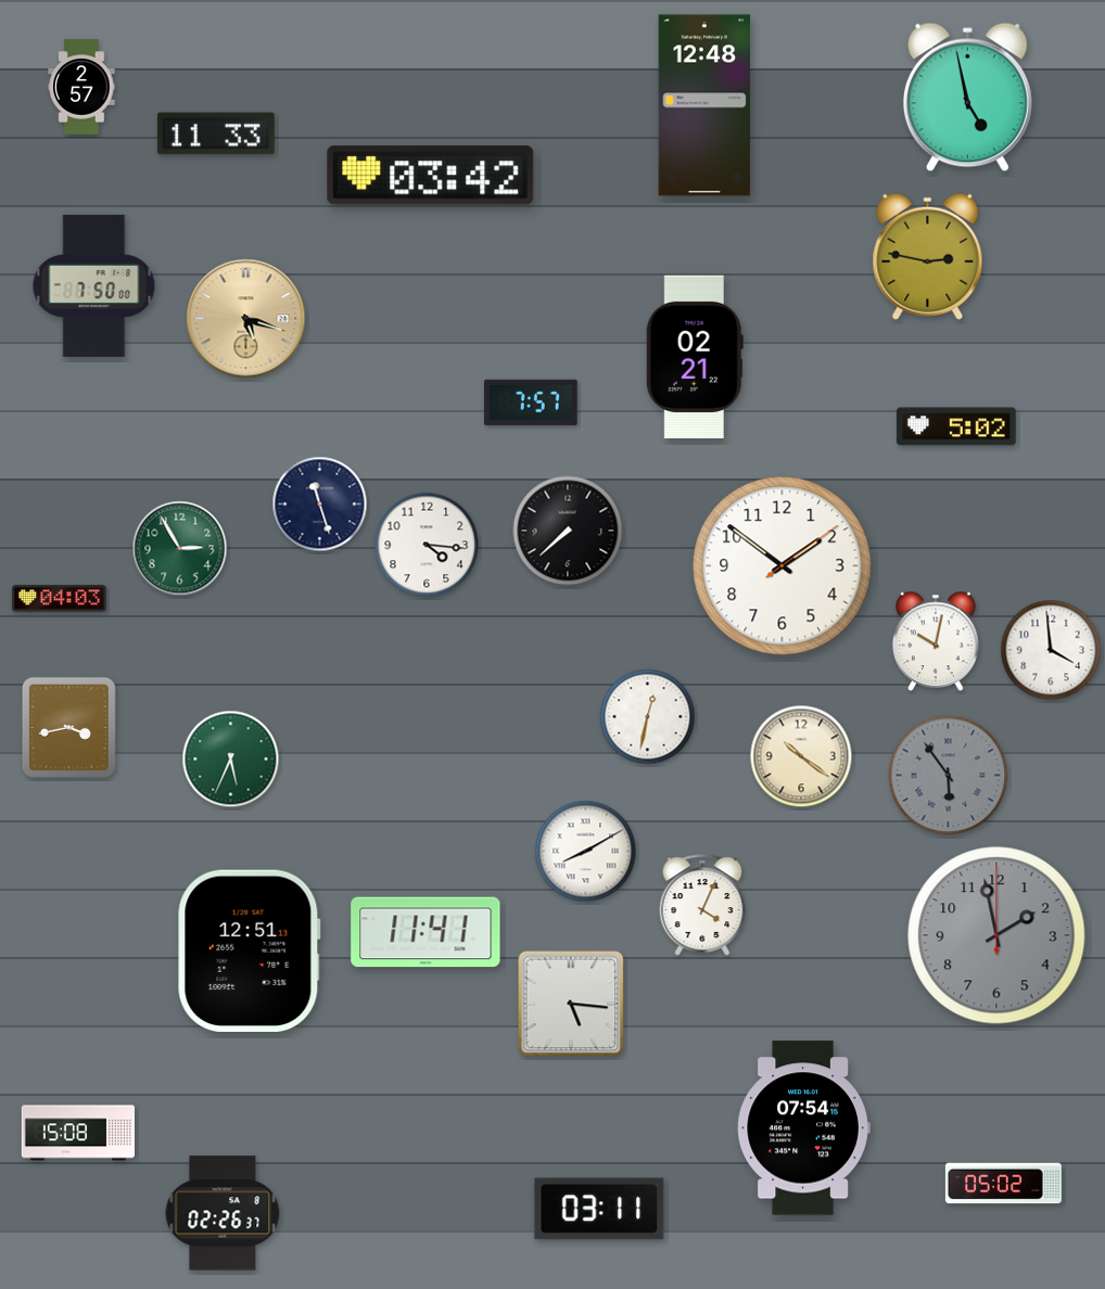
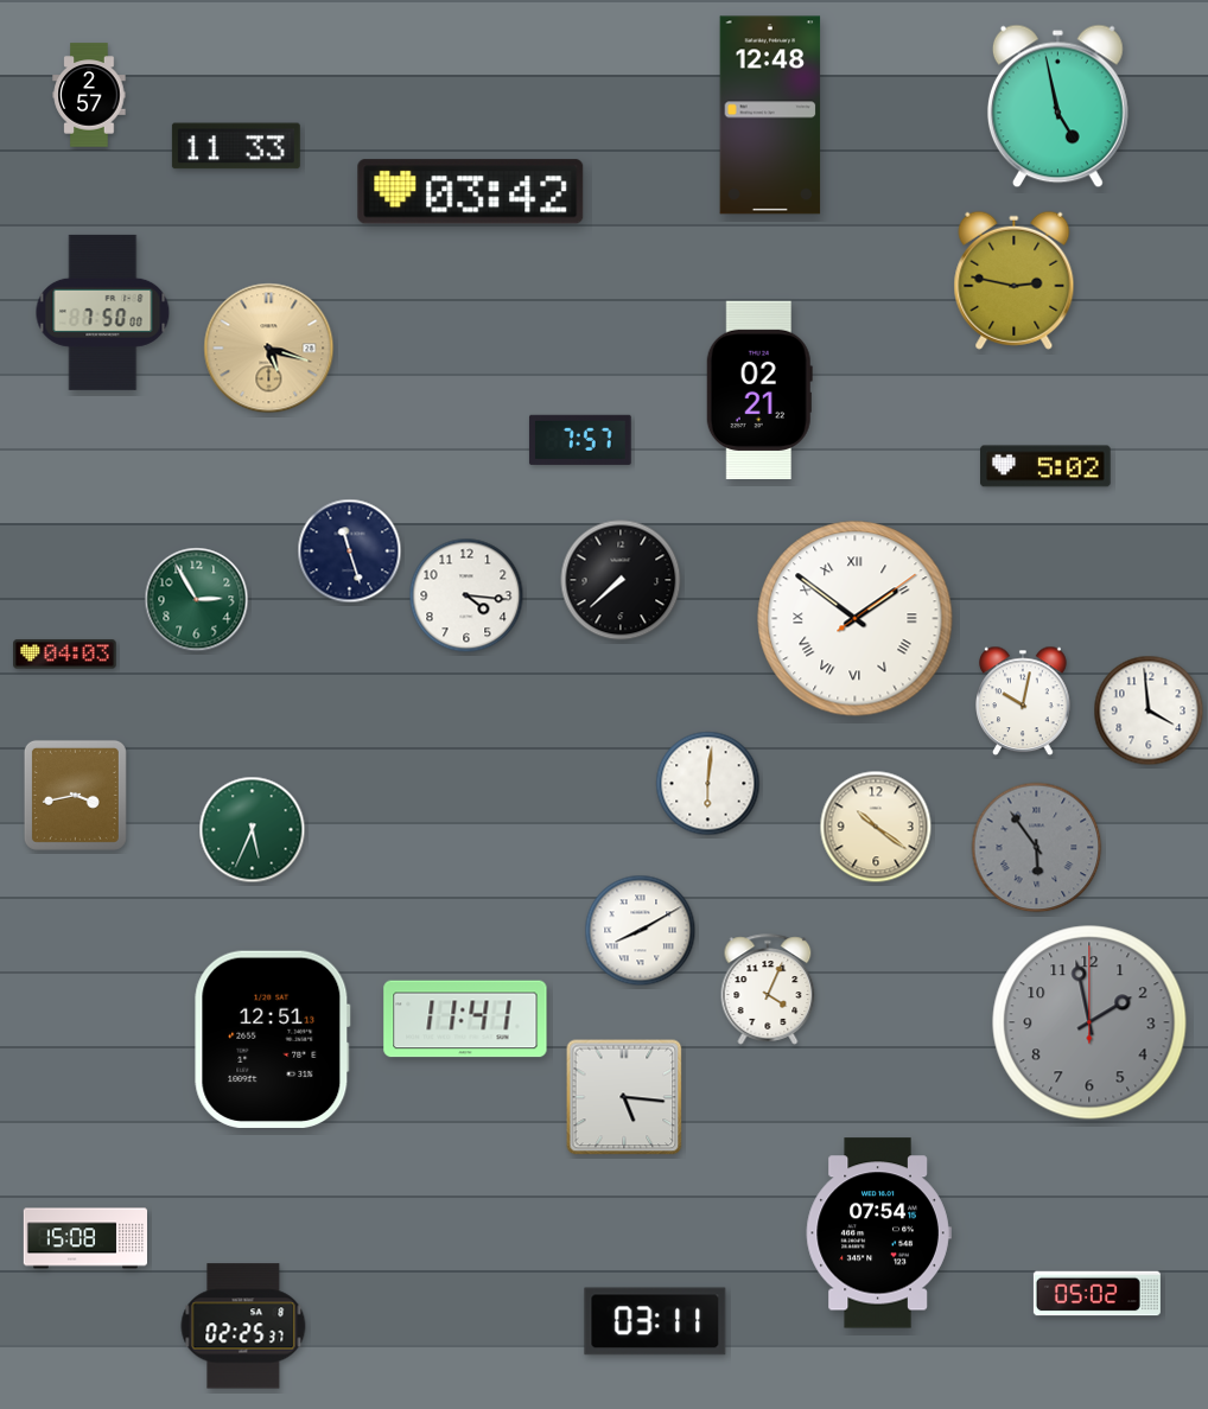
clock at (783, 566) numerals: Arabic -> Roman
clock at (648, 717): 12:32 -> 6:01
clock at (223, 1213): 02:26 -> 02:25
